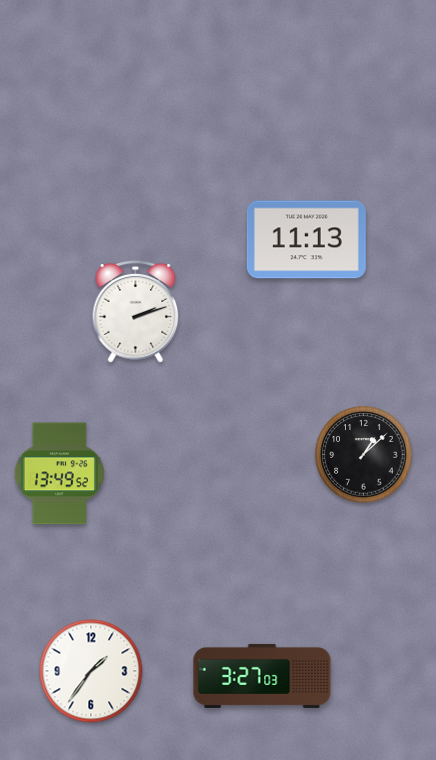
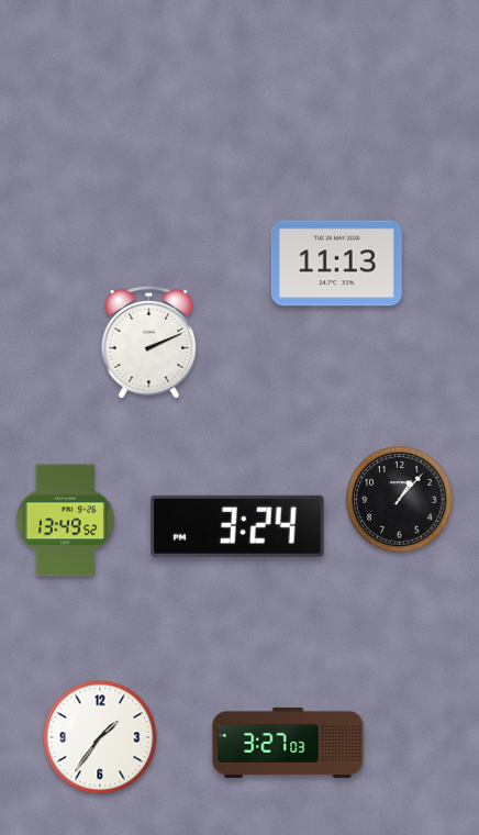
clock at (136, 312): 2:12 -> 2:11
clock at (364, 455): 1:08 -> 1:07
clock at (237, 526): none -> 3:24
